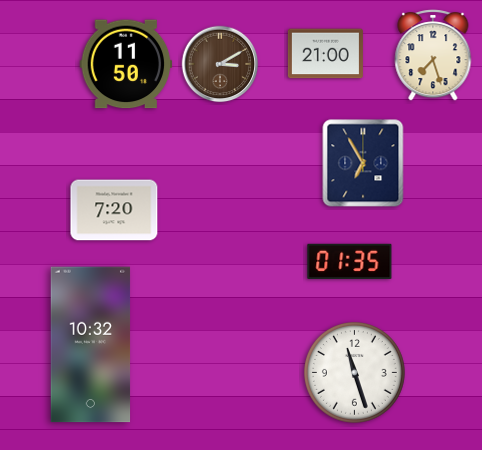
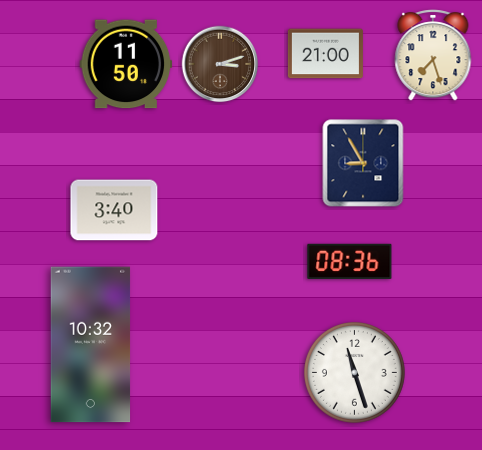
clock at (220, 64): 3:10 -> 3:12
clock at (363, 163): 6:55 -> 8:55
clock at (114, 210): 7:20 -> 3:40
clock at (350, 261): 01:35 -> 08:36
